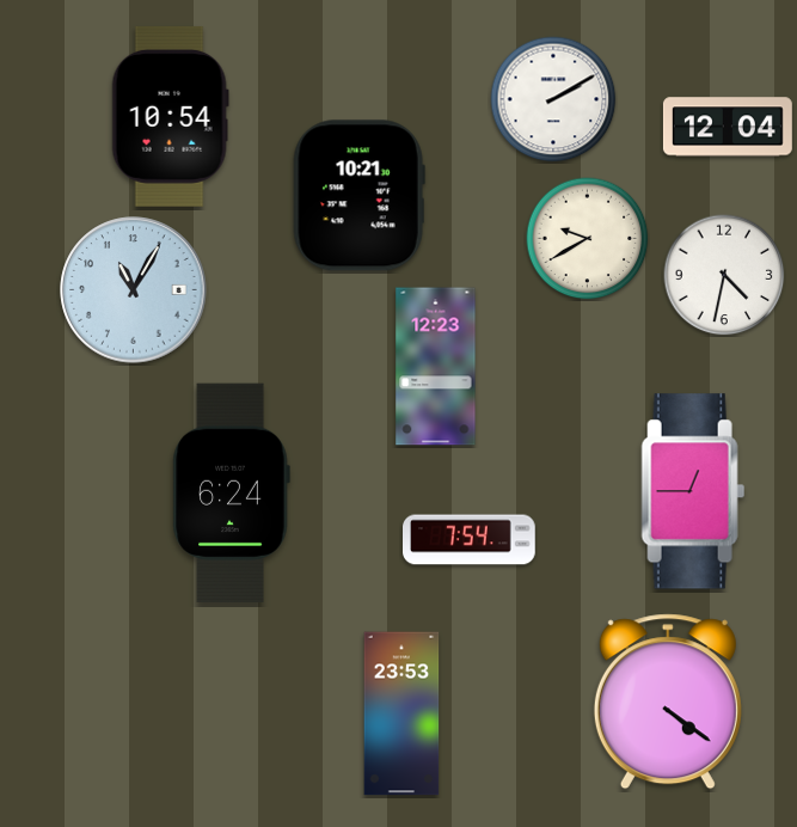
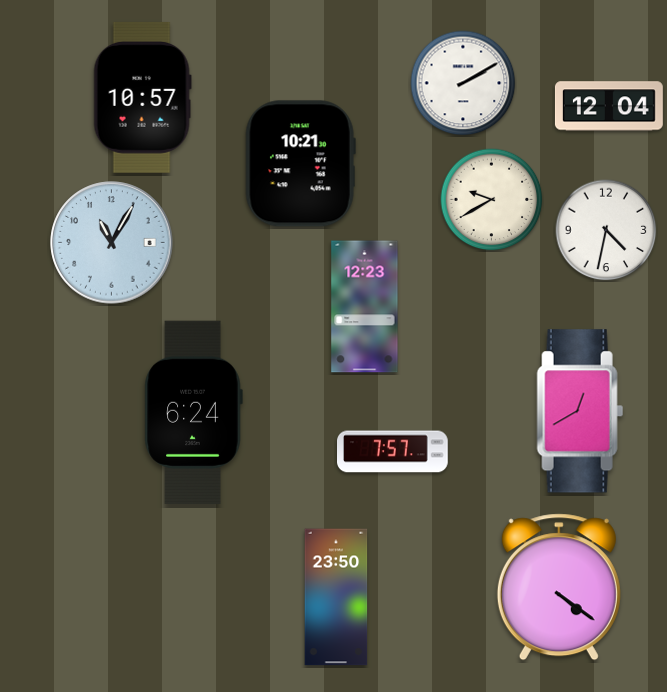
clock at (170, 116): 10:54 -> 10:57
clock at (693, 491): 12:45 -> 12:40
clock at (470, 540): 7:54 -> 7:57
clock at (401, 713): 23:53 -> 23:50
